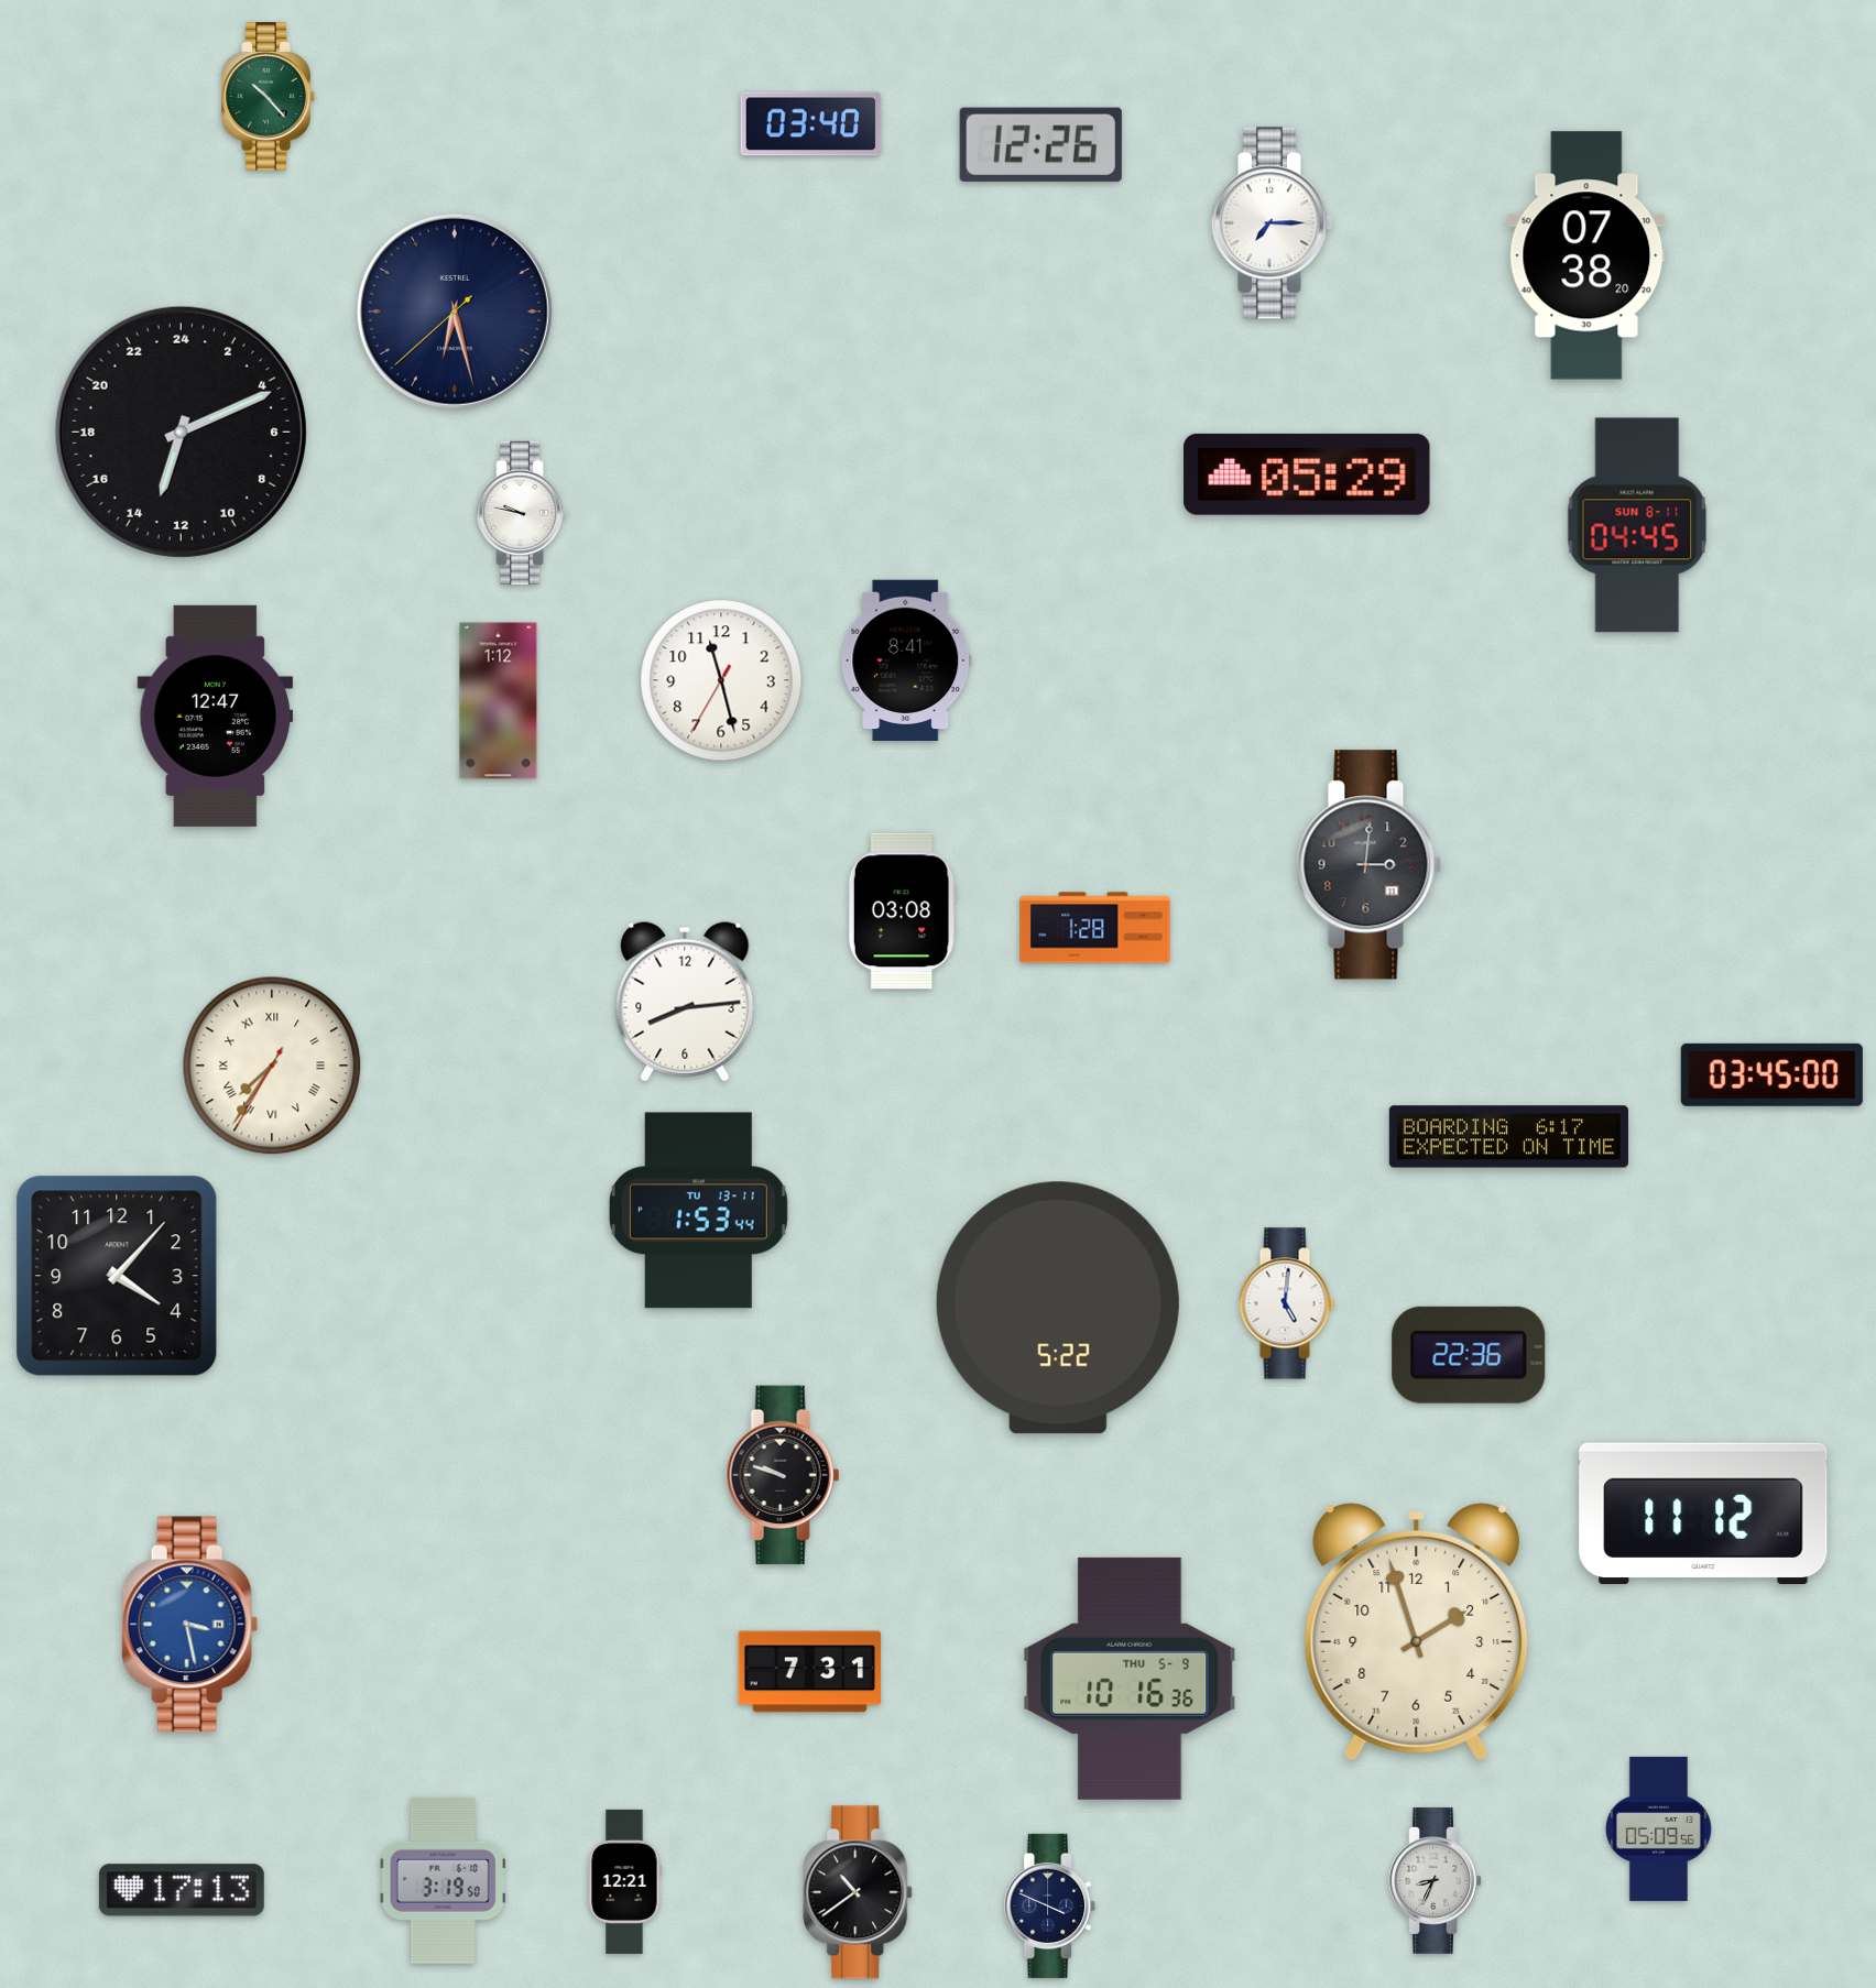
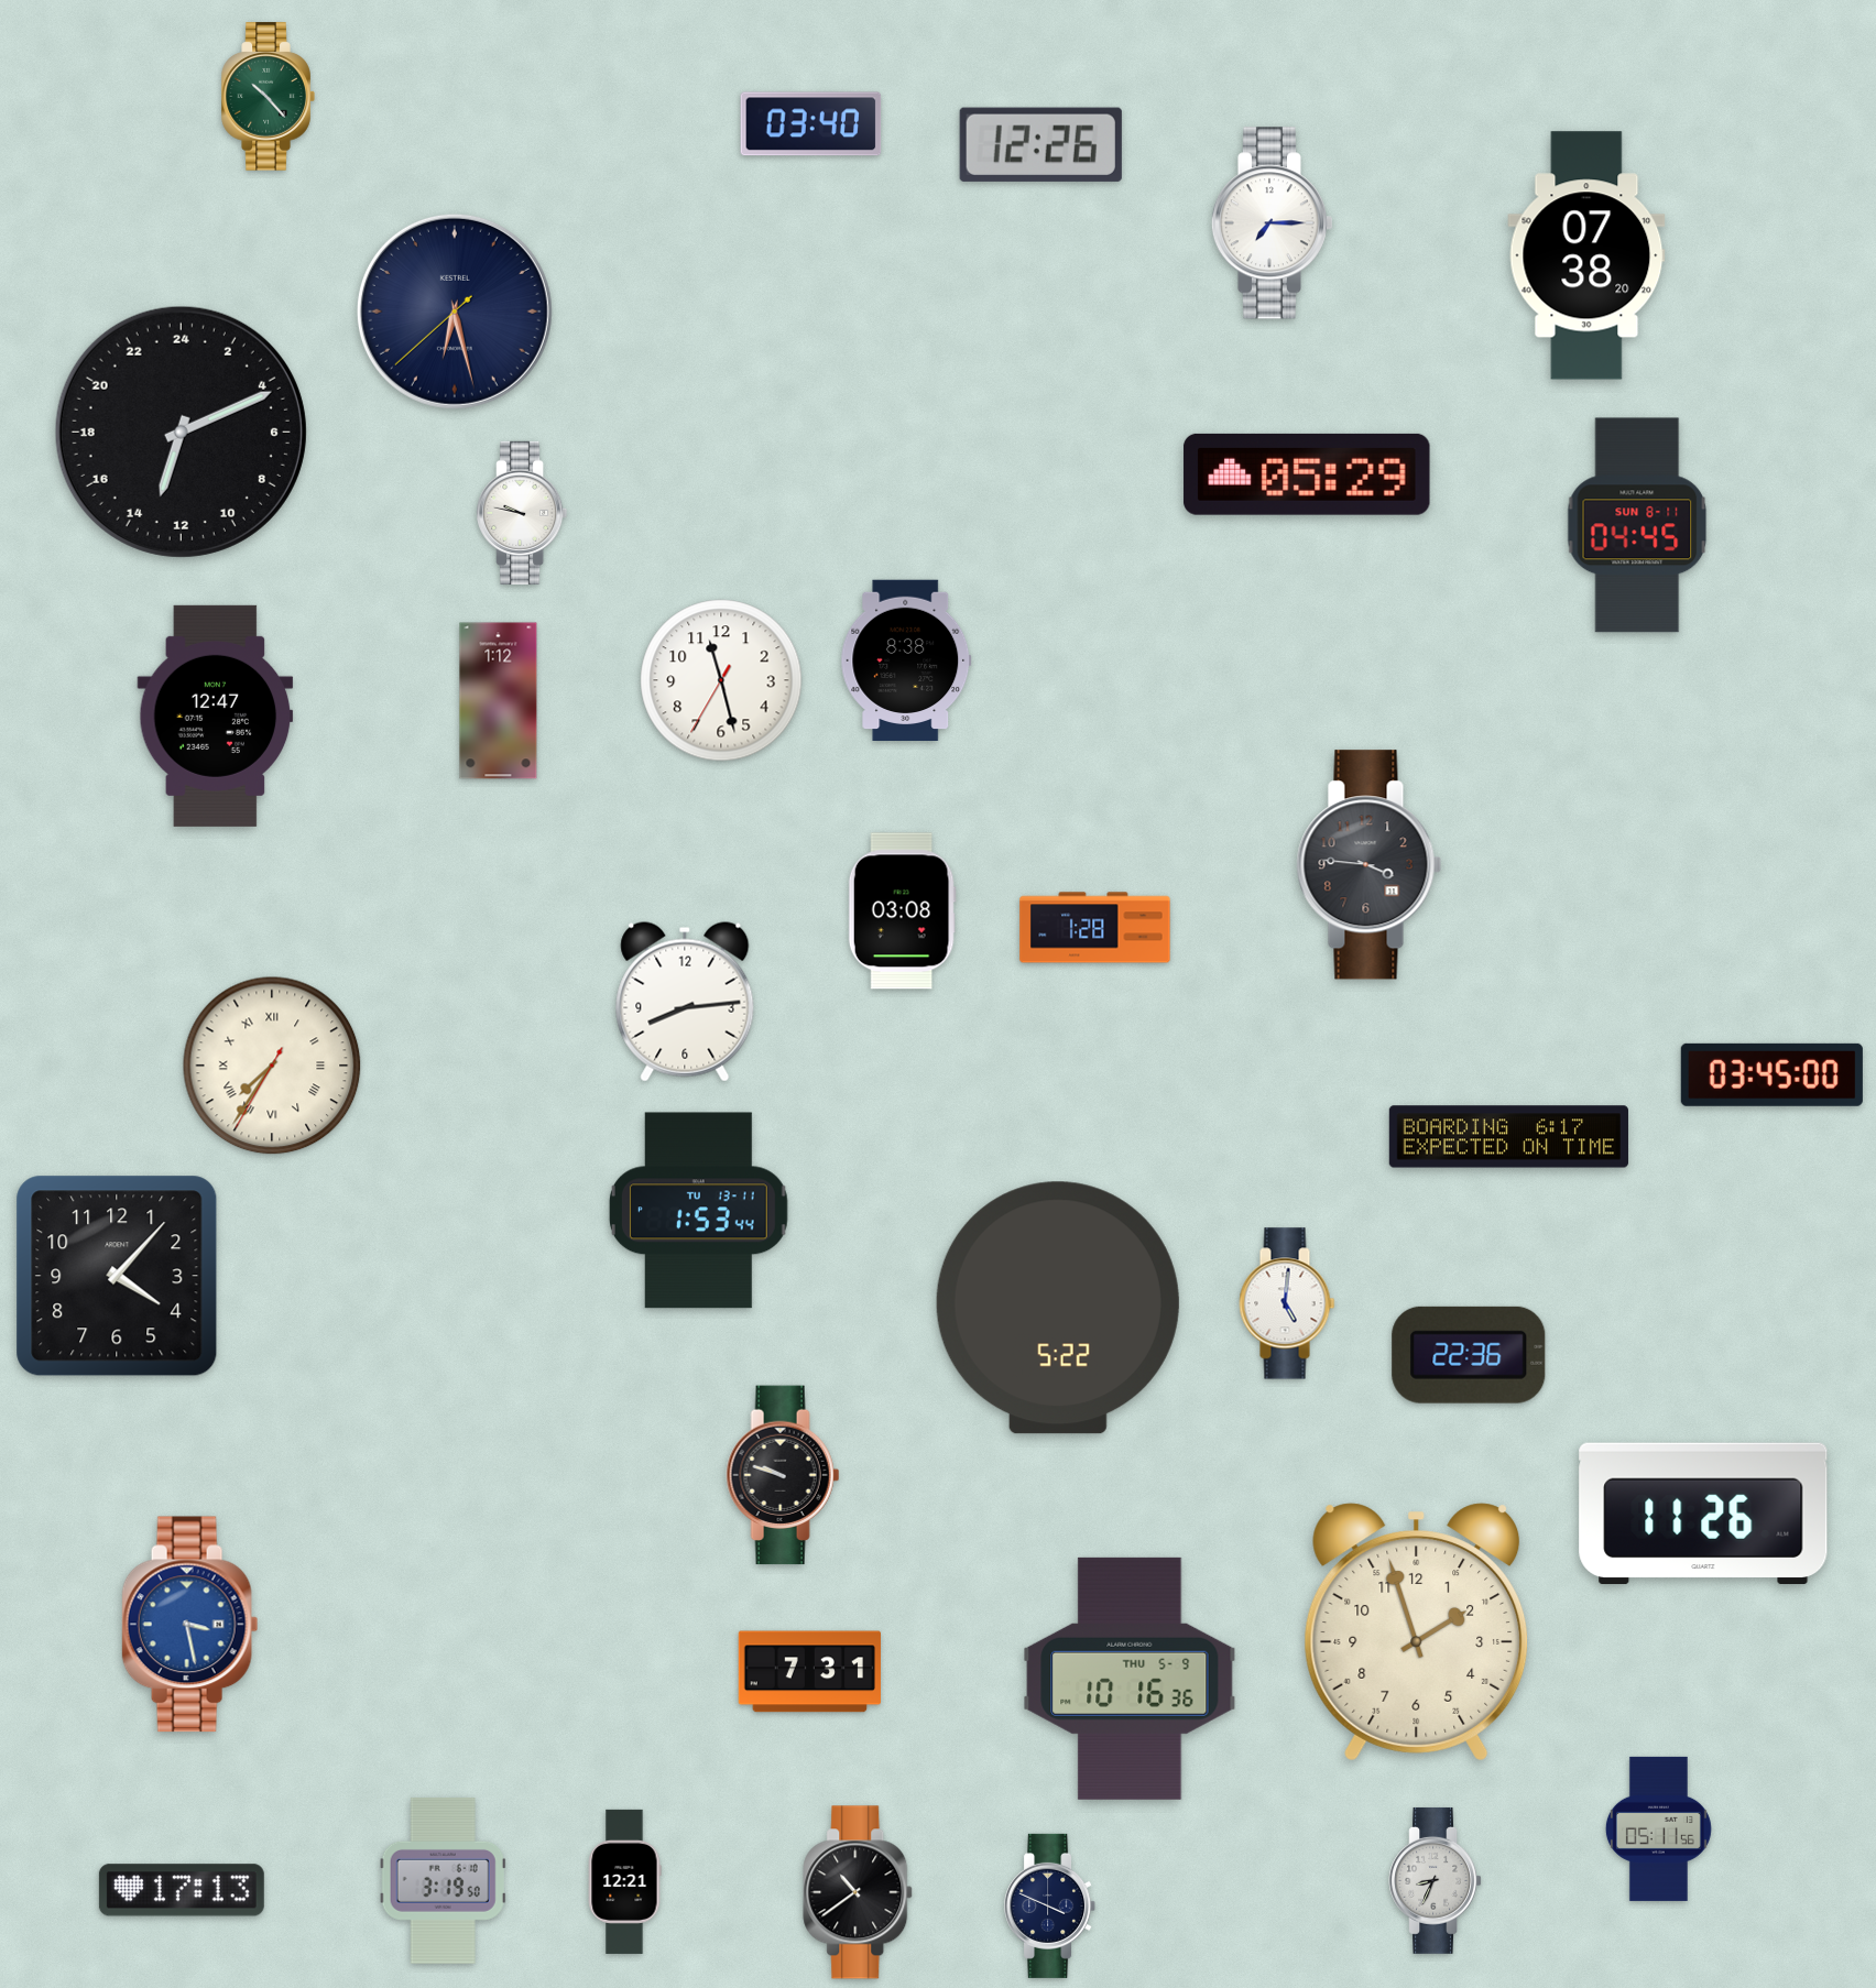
clock at (906, 660): 8:41 -> 8:38
clock at (1370, 865): 3:01 -> 3:46
clock at (1703, 1514): 11:12 -> 11:26
clock at (1658, 1828): 05:09 -> 05:11
